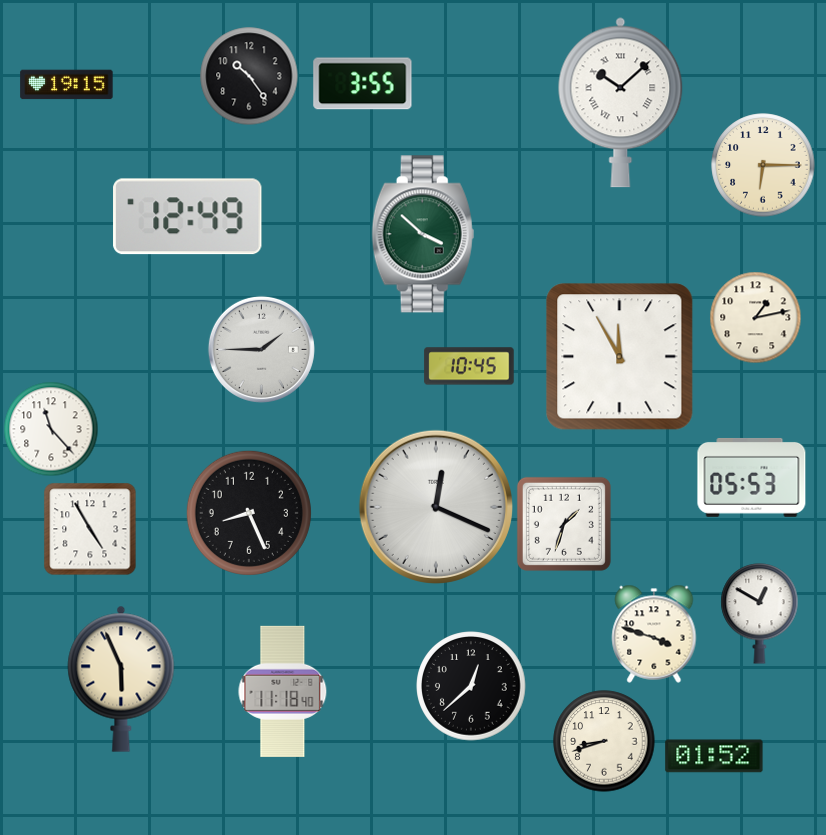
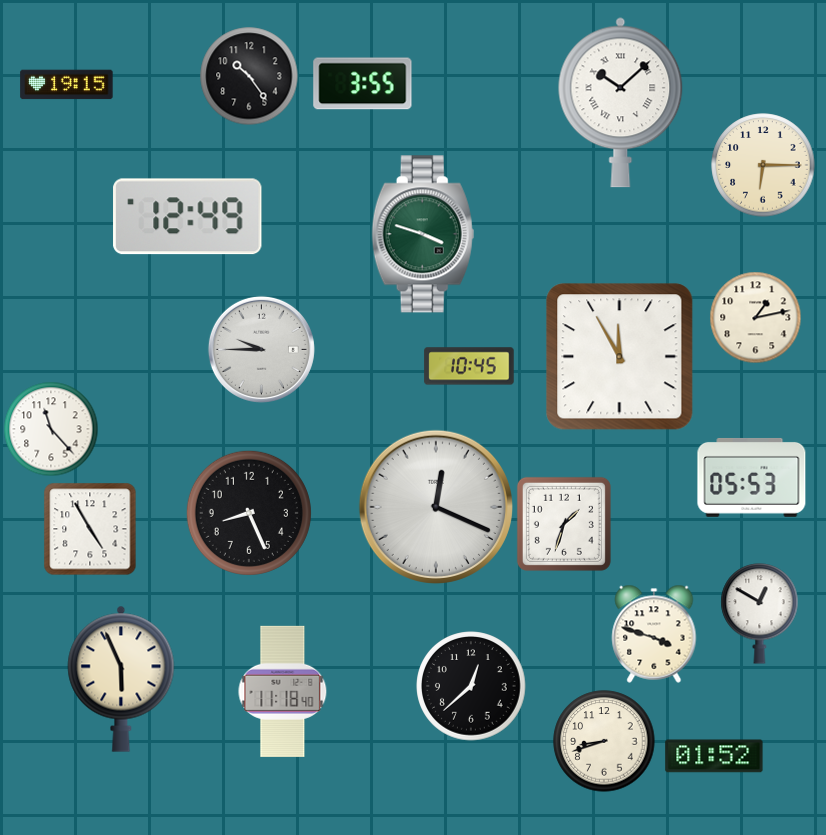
clock at (423, 234): 3:52 -> 3:48
clock at (261, 349): 1:45 -> 9:45
